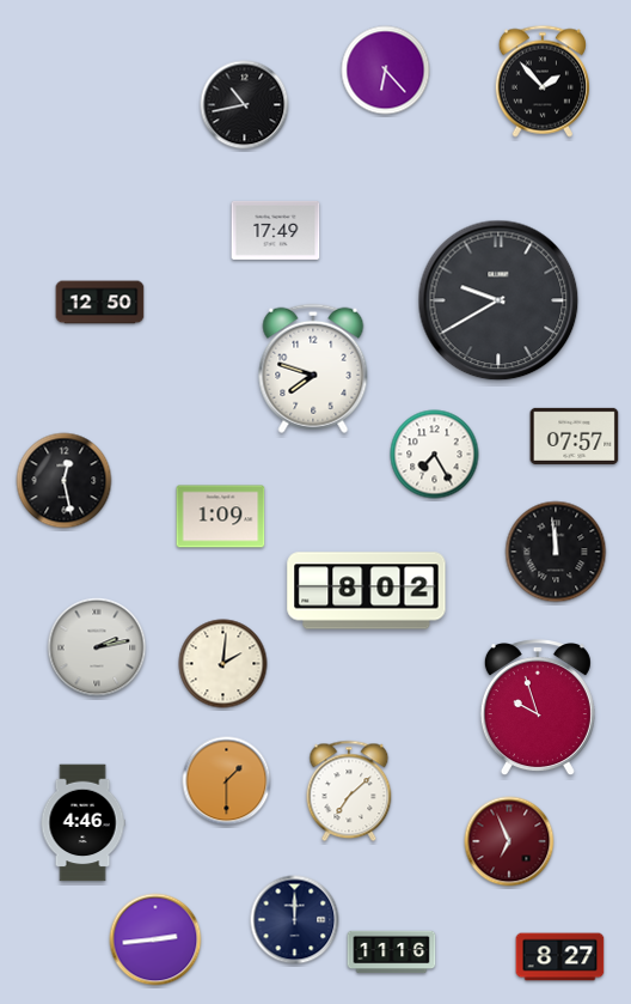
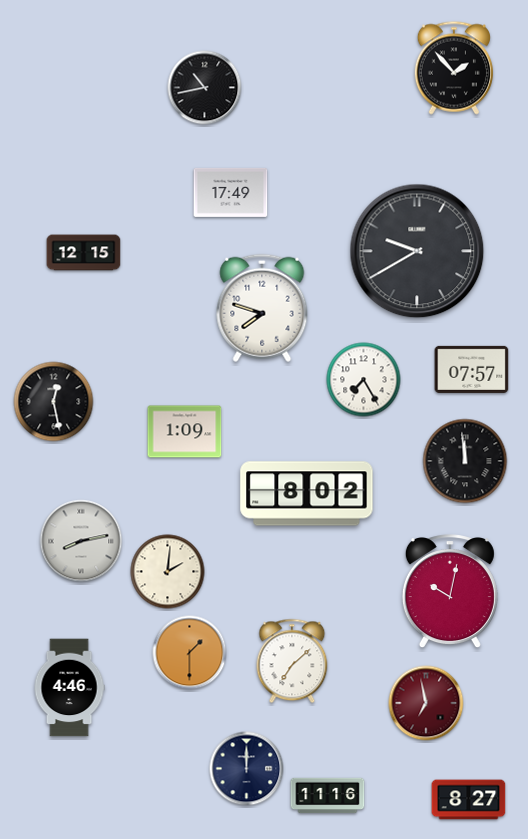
clock at (386, 71): 6:23 -> none
clock at (100, 303): 12:50 -> 12:15
clock at (575, 436) position: (575, 436) -> (472, 369)
clock at (97, 647): 2:13 -> 8:13
clock at (223, 664) position: (223, 664) -> (168, 572)
clock at (538, 708): 9:57 -> 10:02
clock at (509, 841): 6:56 -> 6:58
clock at (155, 939): 2:44 -> none
